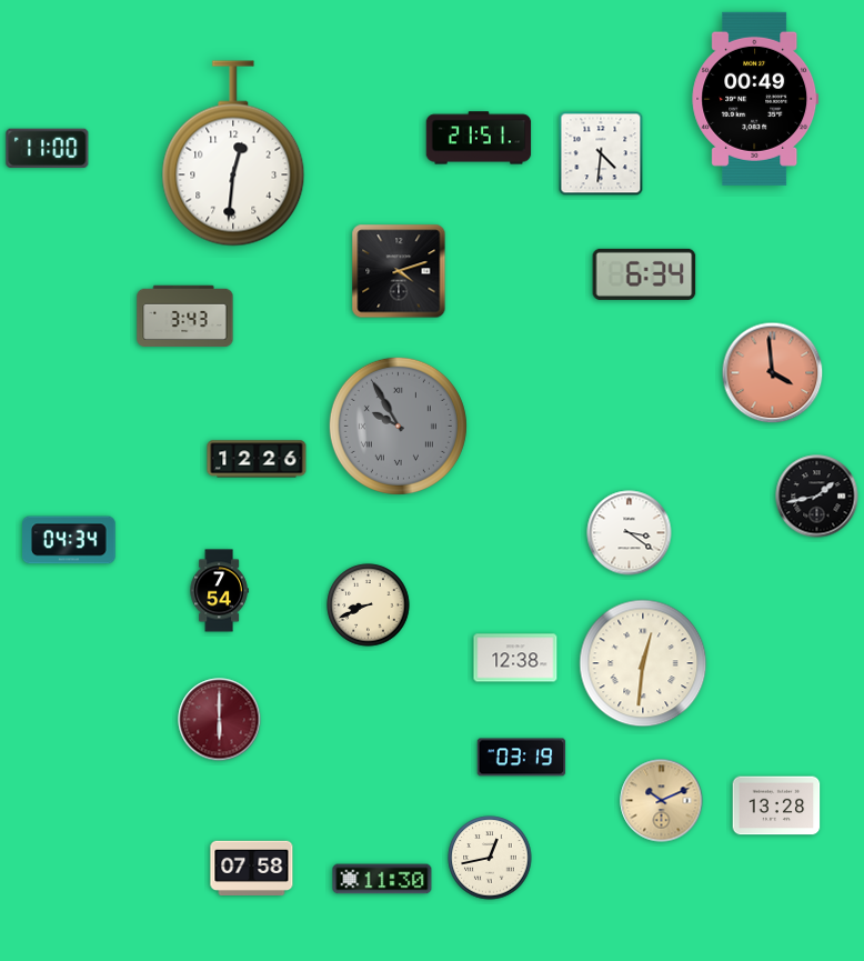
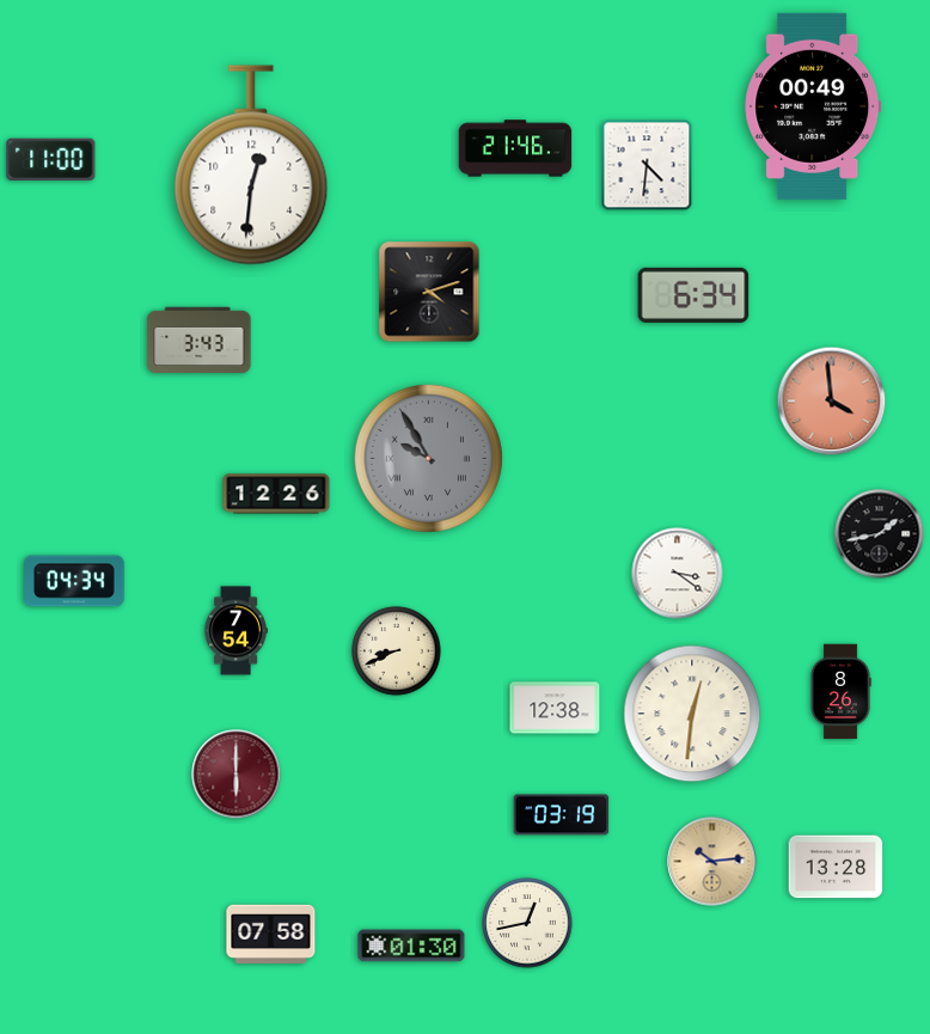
clock at (479, 138): 21:51 -> 21:46
clock at (219, 591) position: (219, 591) -> (235, 631)
clock at (840, 692): none -> 8:26
clock at (662, 801): 10:11 -> 10:14
clock at (382, 879): 11:30 -> 01:30
